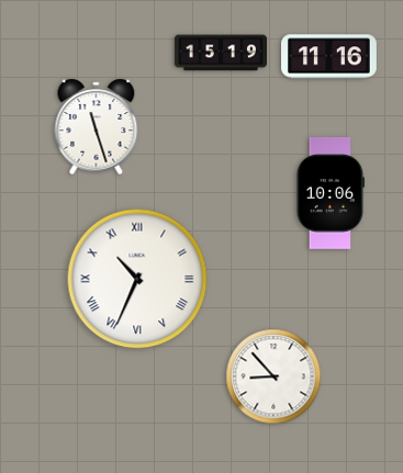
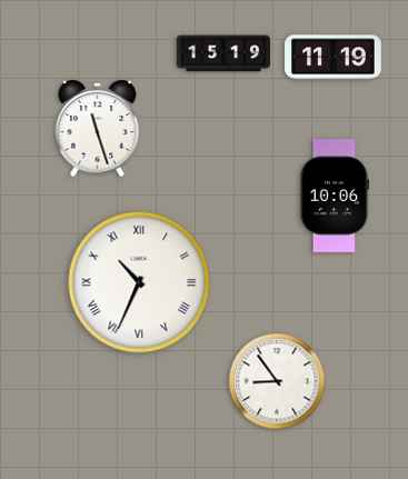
clock at (329, 57): 11:16 -> 11:19
clock at (273, 376): 8:53 -> 8:54
